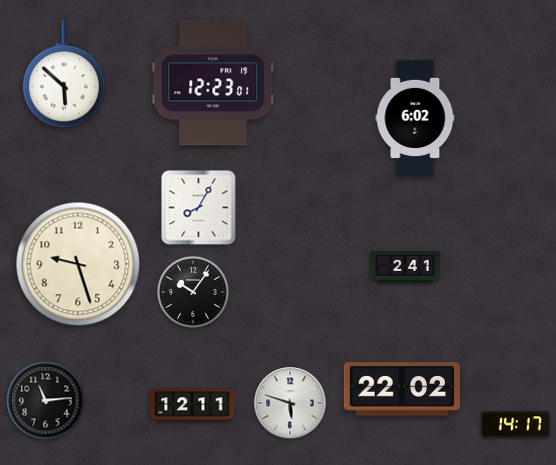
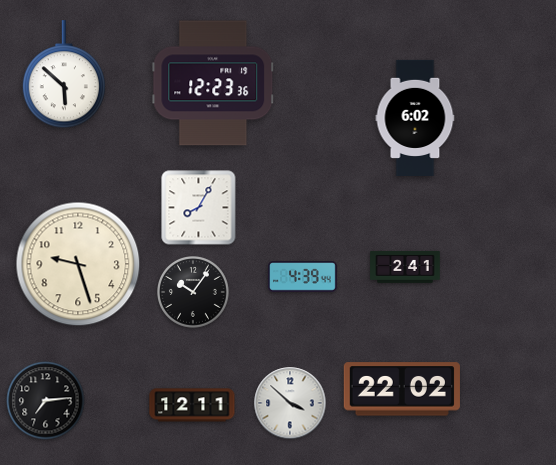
clock at (213, 83): 12:23:01 -> 12:23:36
clock at (303, 277): none -> 4:39
clock at (46, 401): 11:14 -> 7:14
clock at (290, 403): 5:48 -> 3:52
clock at (516, 425): 14:17 -> none
